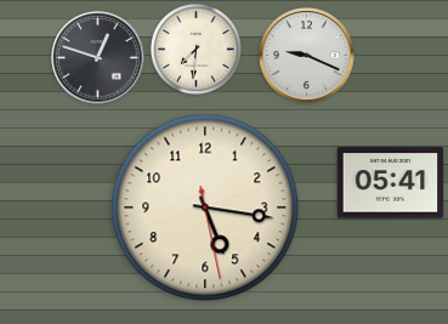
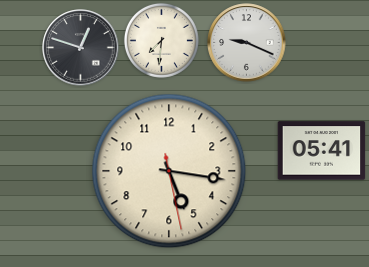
clock at (307, 56) position: (307, 56) -> (247, 43)
